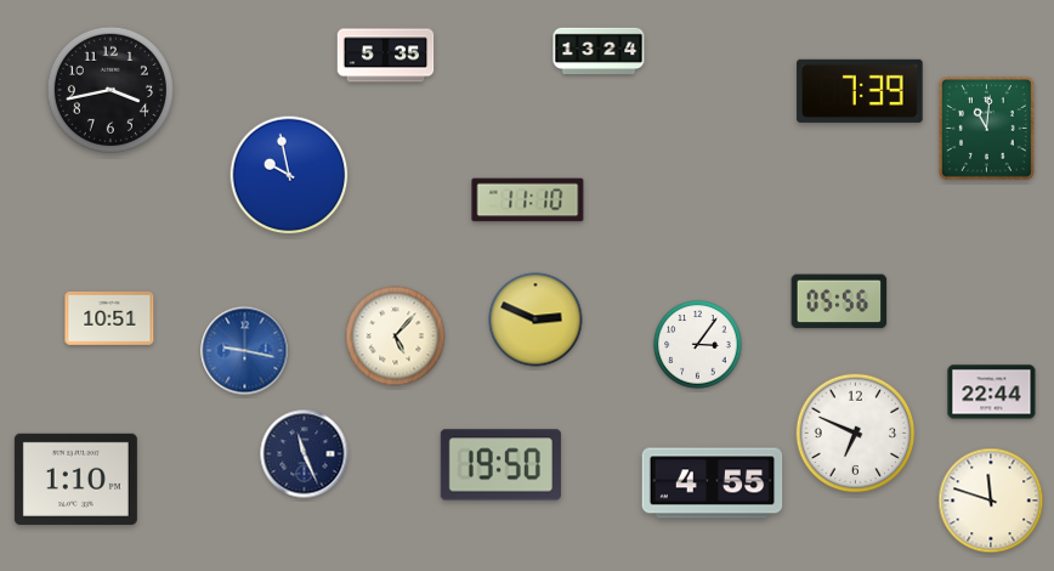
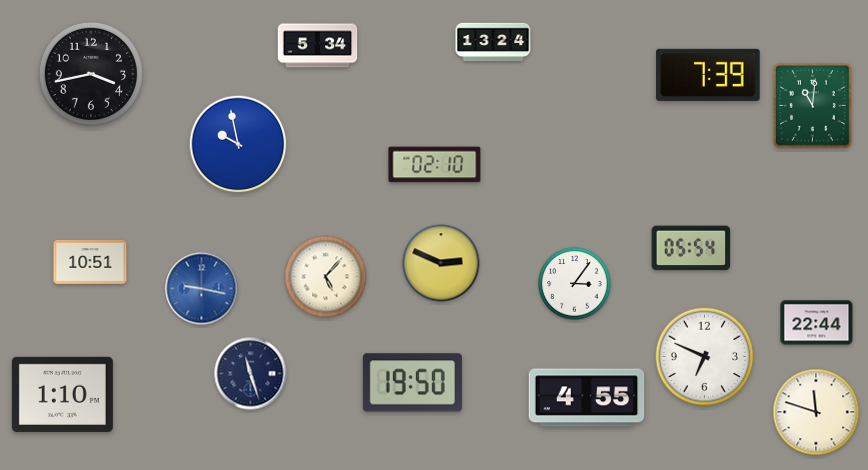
clock at (386, 56): 5:35 -> 5:34
clock at (528, 200): 11:10 -> 02:10
clock at (839, 301): 05:56 -> 05:54
clock at (305, 454): 11:26 -> 11:27
